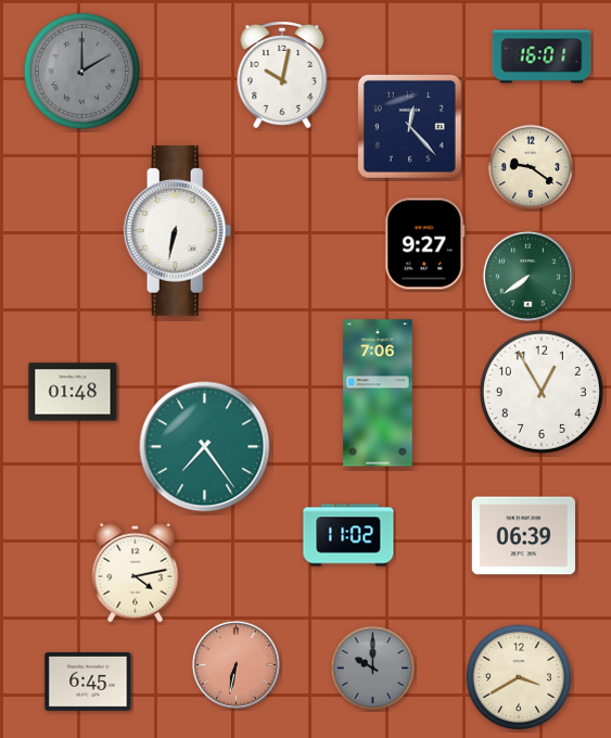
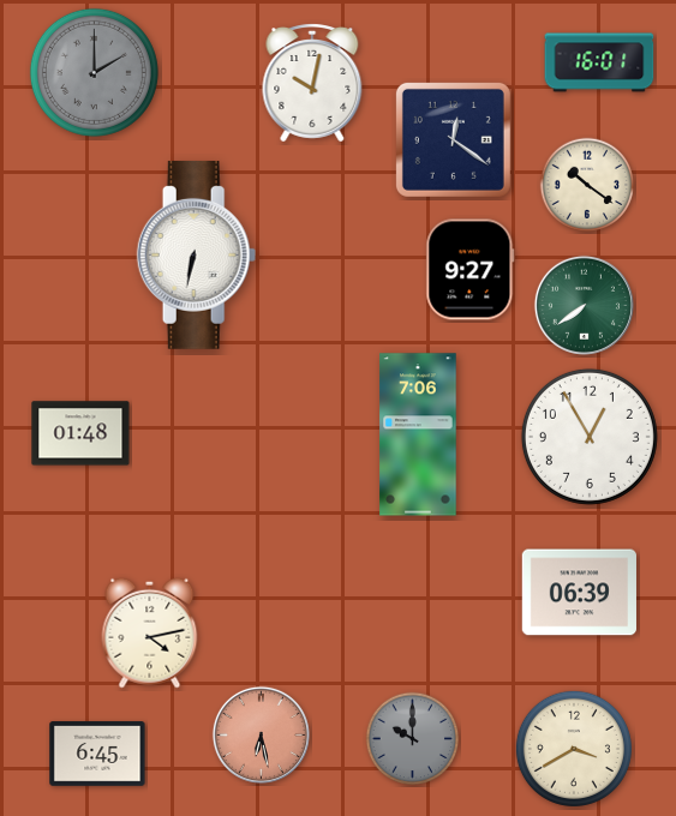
clock at (81, 71) position: (81, 71) -> (94, 72)
clock at (409, 126): 12:23 -> 12:21
clock at (531, 167): 9:21 -> 10:21
clock at (542, 392) position: (542, 392) -> (590, 437)
clock at (205, 447): 7:24 -> none
clock at (348, 535): 11:02 -> none
clock at (236, 664): 6:32 -> 6:28
